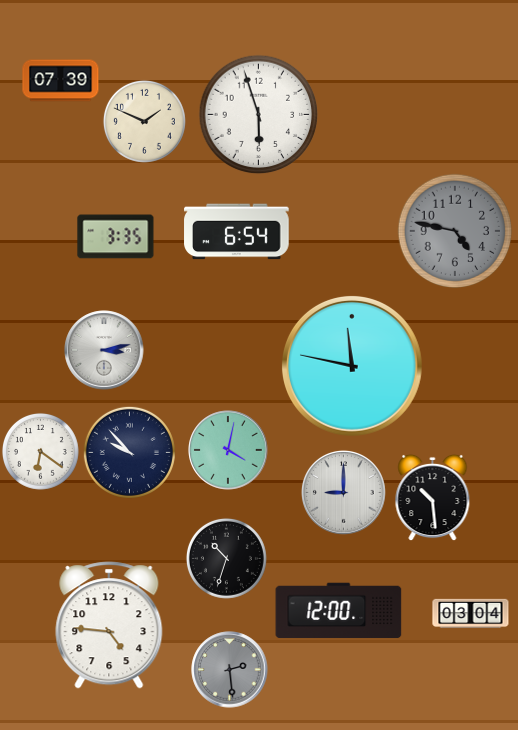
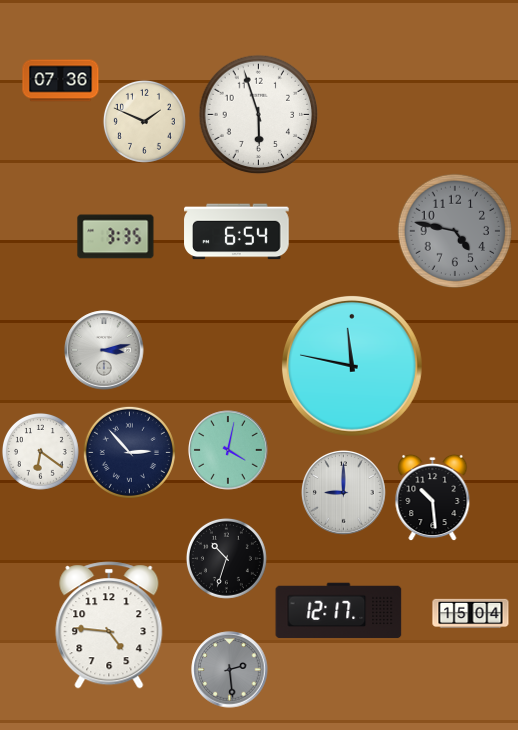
clock at (61, 81): 07:39 -> 07:36
clock at (129, 452): 9:53 -> 2:53
clock at (339, 611): 12:00 -> 12:17
clock at (471, 614): 03:04 -> 15:04
